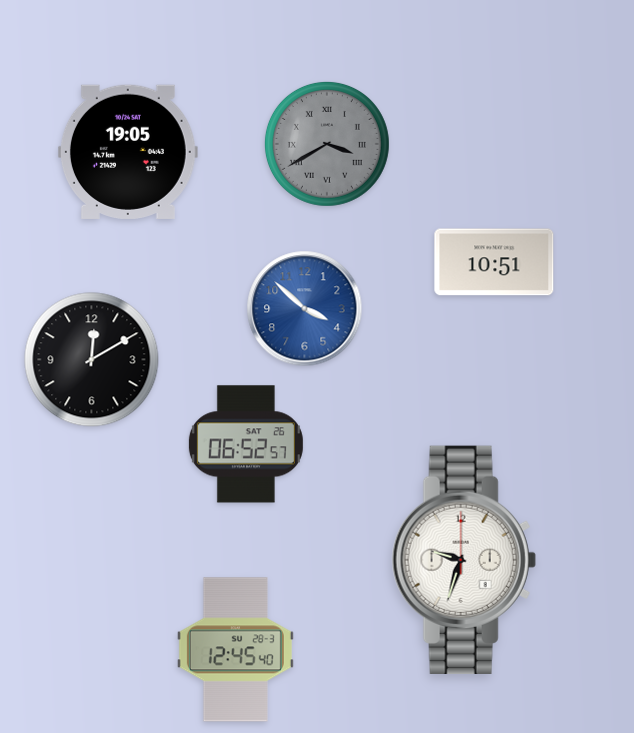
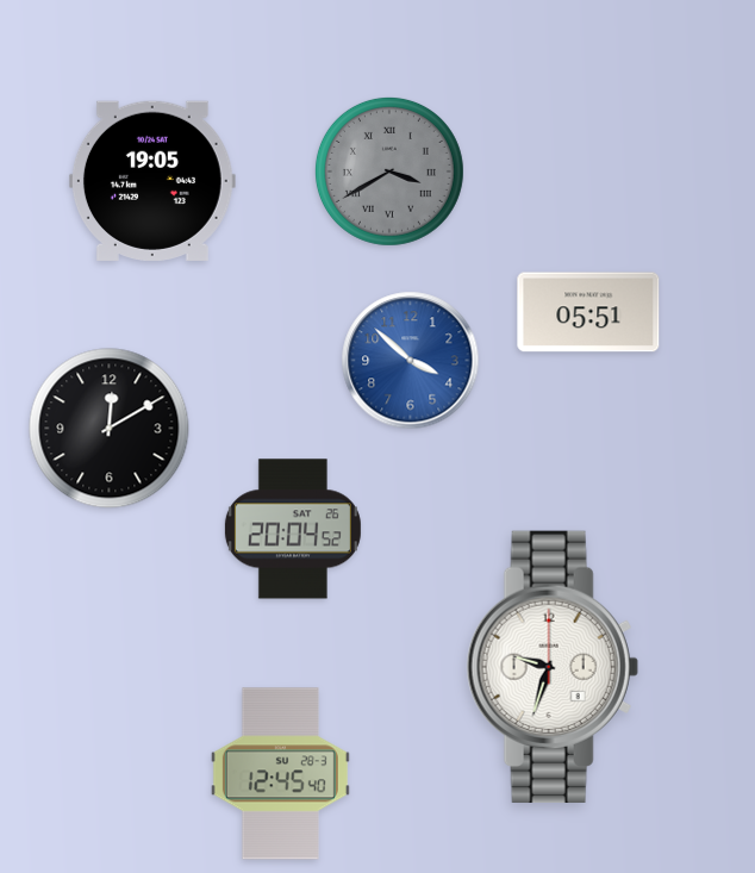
clock at (494, 262): 10:51 -> 05:51
clock at (305, 309) position: (305, 309) -> (411, 361)
clock at (246, 444): 06:52 -> 20:04
